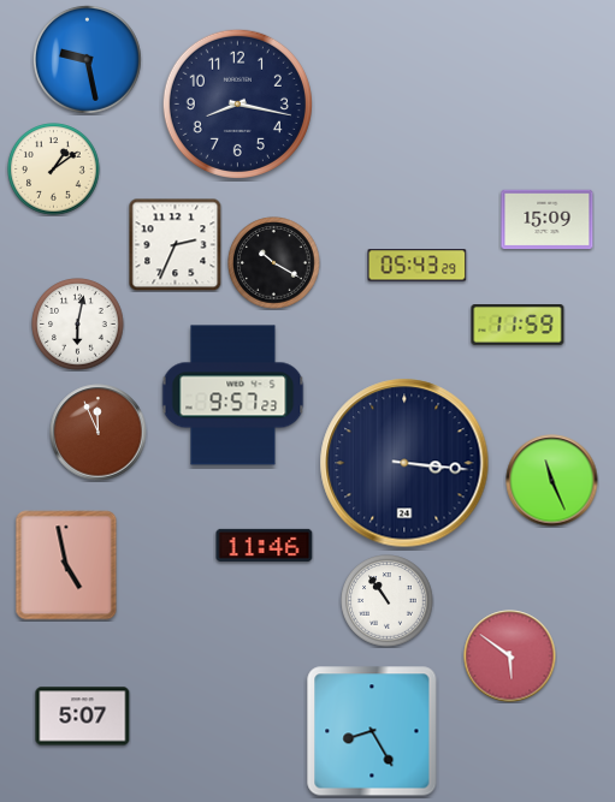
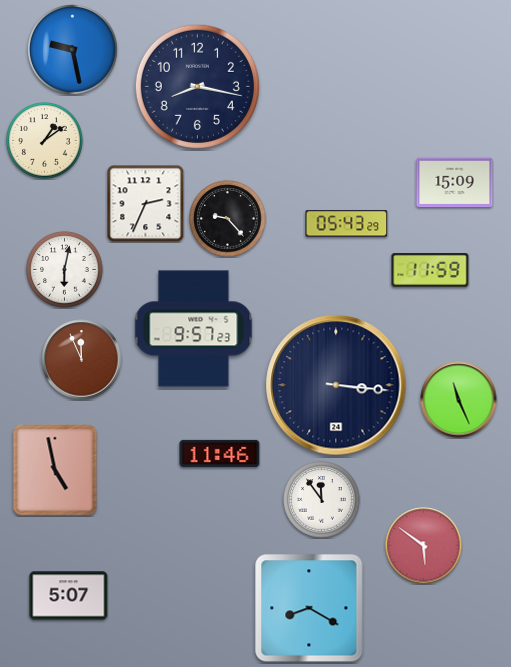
clock at (274, 263): 10:20 -> 9:23
clock at (418, 266) position: (418, 266) -> (347, 224)
clock at (388, 601): 10:54 -> 11:54
clock at (372, 731): 8:25 -> 8:20
